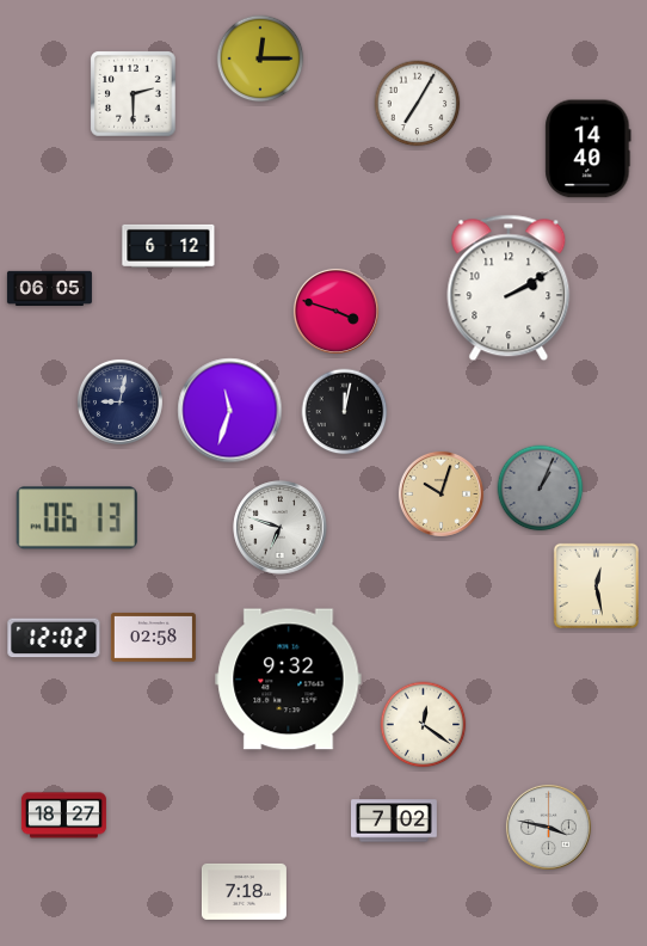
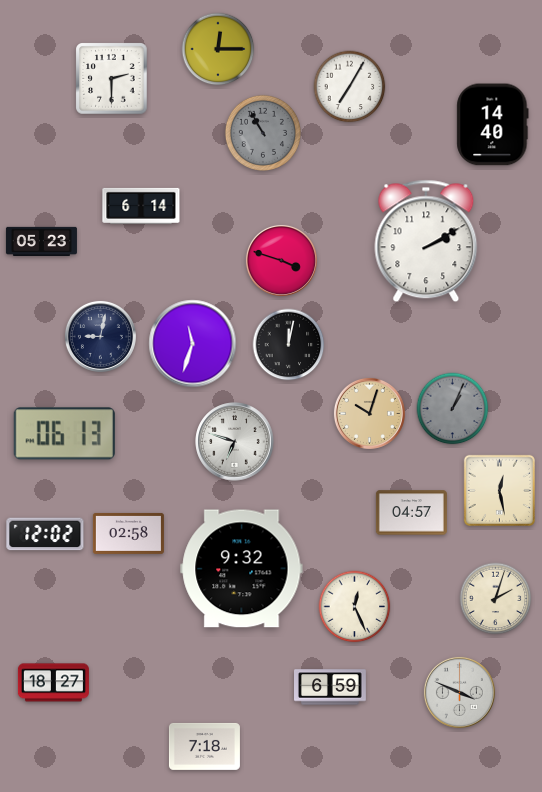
clock at (263, 133): none -> 10:55
clock at (168, 246): 6:12 -> 6:14
clock at (49, 288): 06:05 -> 05:23
clock at (411, 513): none -> 04:57
clock at (496, 599): none -> 2:03
clock at (424, 725): 12:21 -> 12:26
clock at (395, 821): 7:02 -> 6:59
clock at (548, 827): 3:47 -> 3:49
